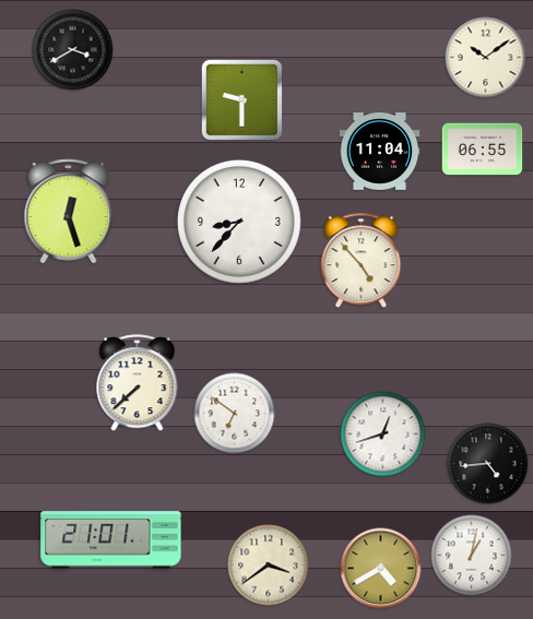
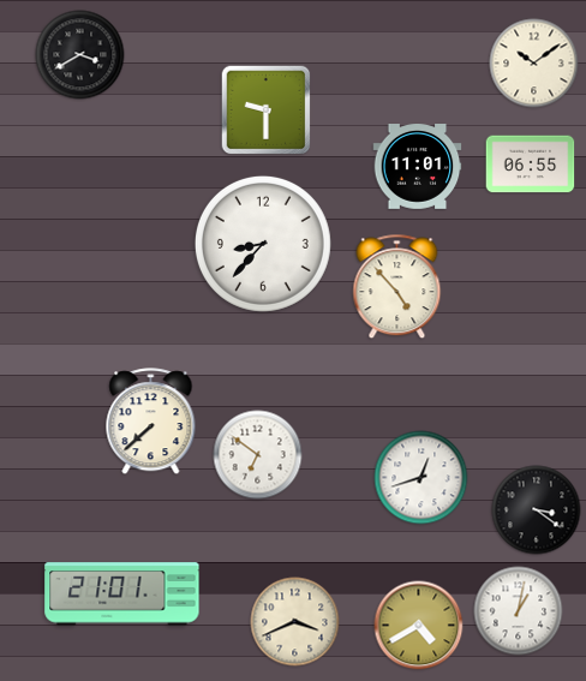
clock at (380, 152): 11:04 -> 11:01
clock at (69, 212): 12:27 -> none
clock at (488, 464): 4:44 -> 3:21
clock at (269, 566): 3:39 -> 3:41
